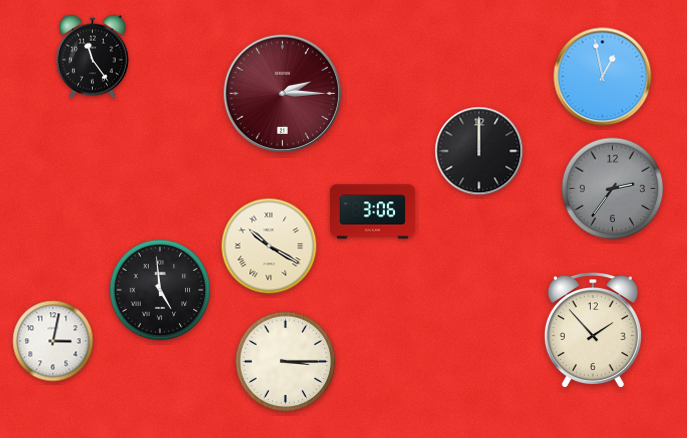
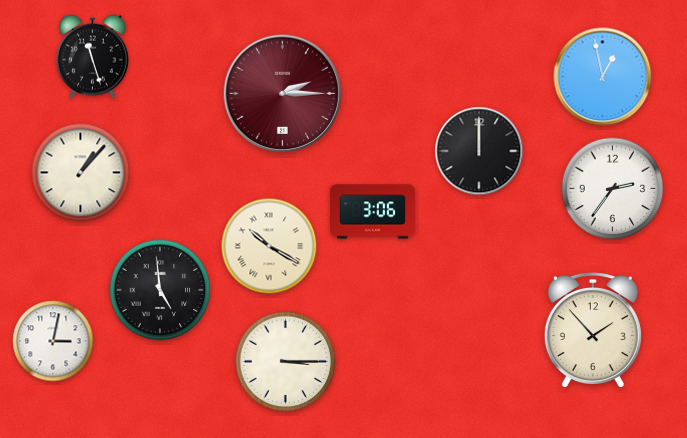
clock at (92, 57): 11:24 -> 11:27
clock at (81, 173): none -> 1:07
clock at (613, 189) dial: grey -> white
